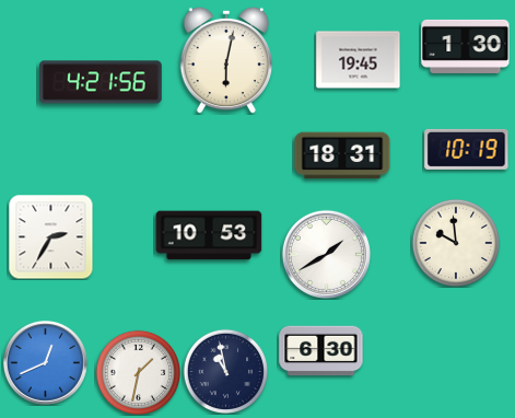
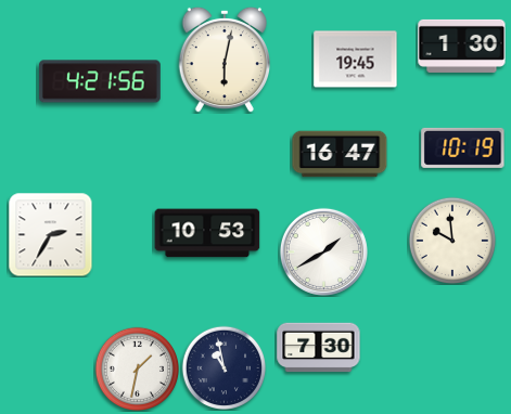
clock at (342, 155): 18:31 -> 16:47
clock at (321, 351): 6:30 -> 7:30
clock at (45, 362): 12:41 -> none
